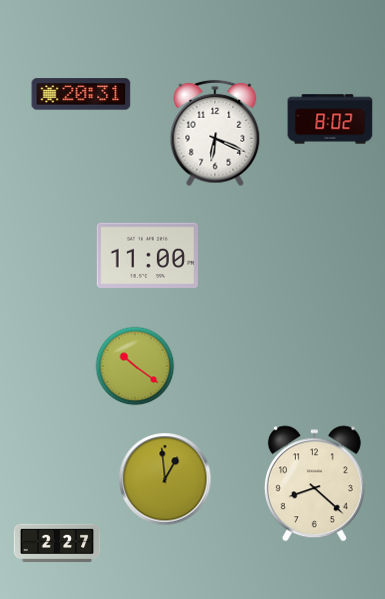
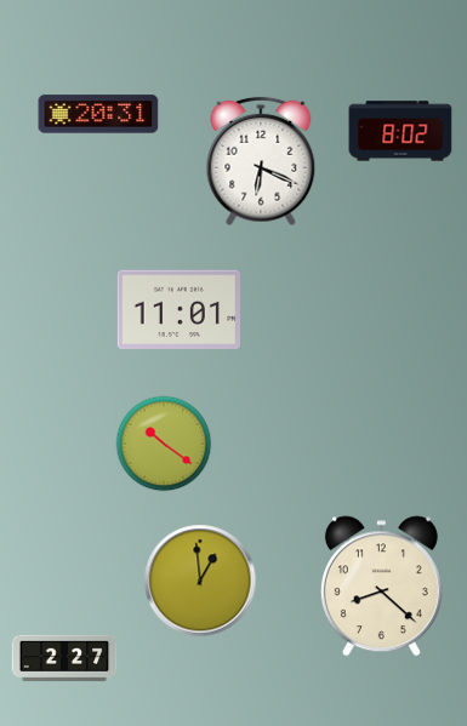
clock at (330, 119) position: (330, 119) -> (400, 131)
clock at (147, 255): 11:00 -> 11:01
clock at (57, 543) position: (57, 543) -> (64, 658)
